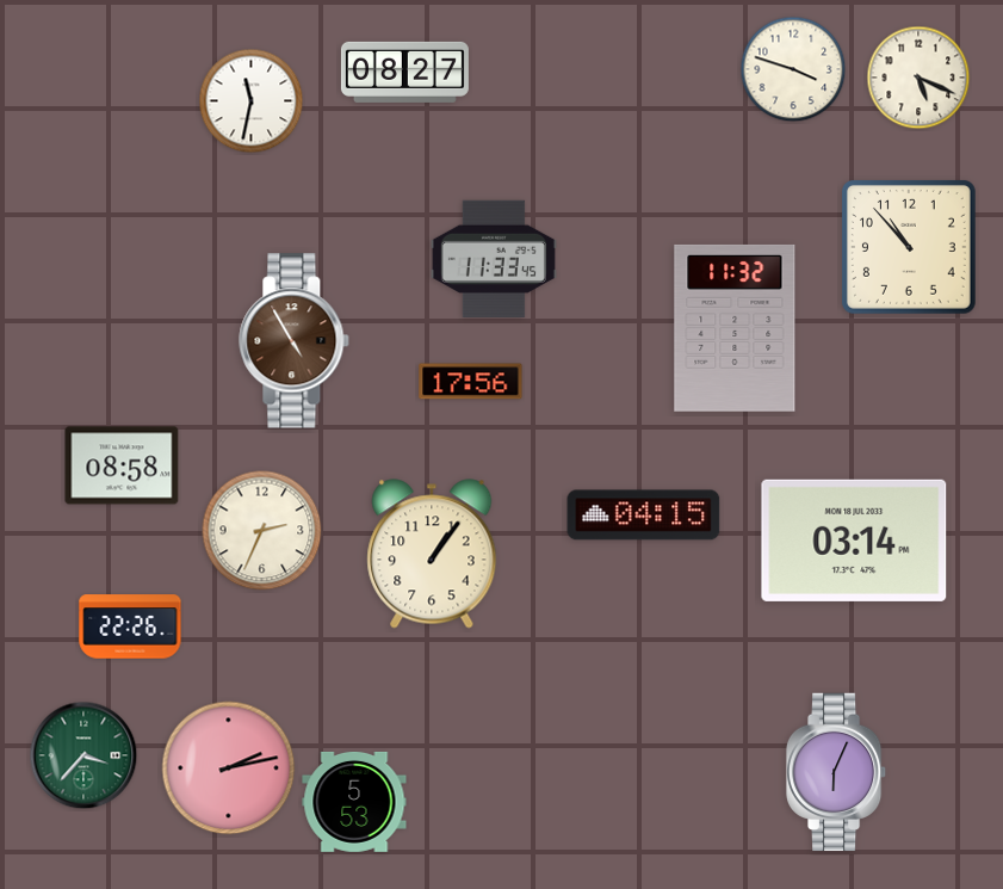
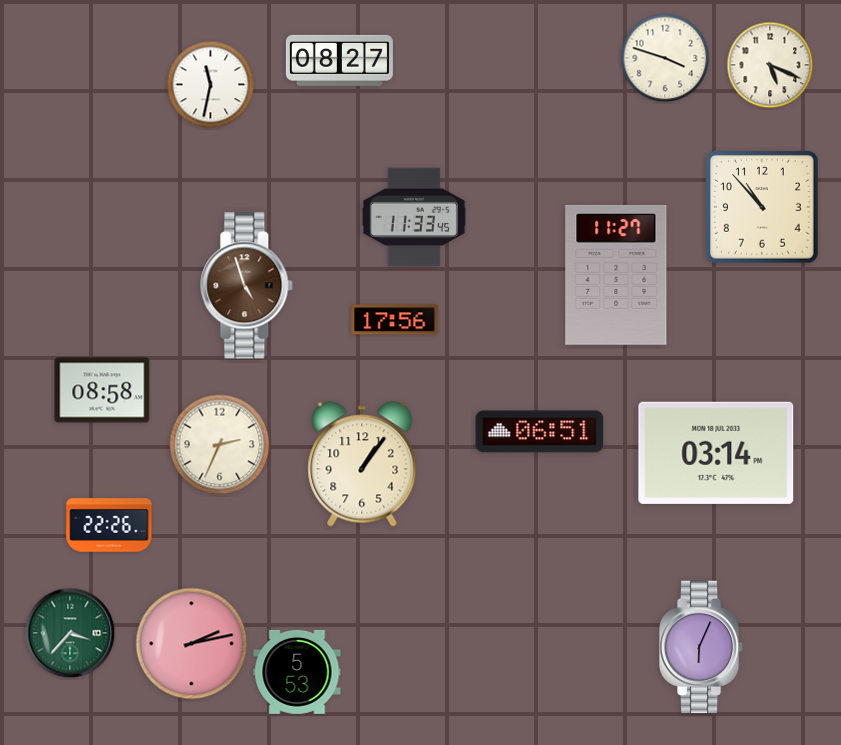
clock at (735, 328): 11:32 -> 11:27
clock at (295, 341): 4:55 -> 4:57
clock at (644, 516): 04:15 -> 06:51
